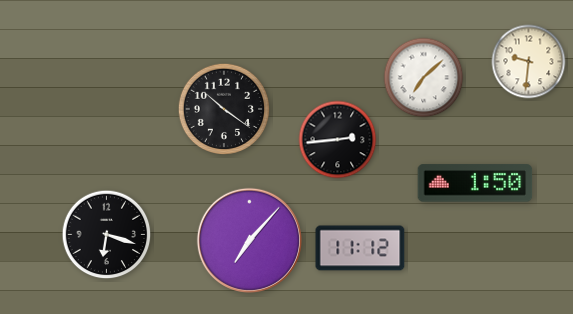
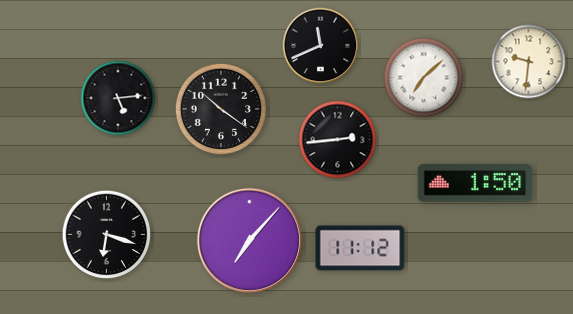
clock at (321, 46): none -> 11:41
clock at (118, 98): none -> 5:14
clock at (224, 109) position: (224, 109) -> (221, 109)
